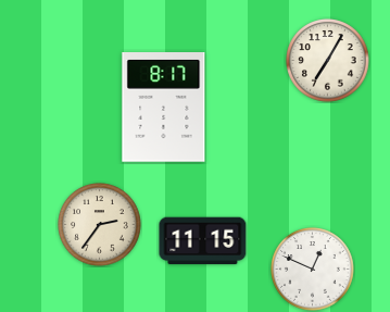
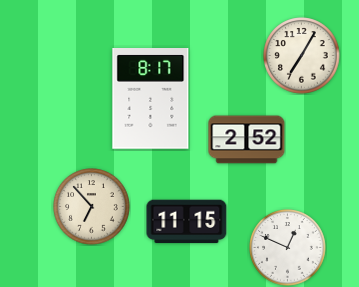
clock at (247, 140): none -> 2:52
clock at (100, 225): 2:36 -> 6:53
